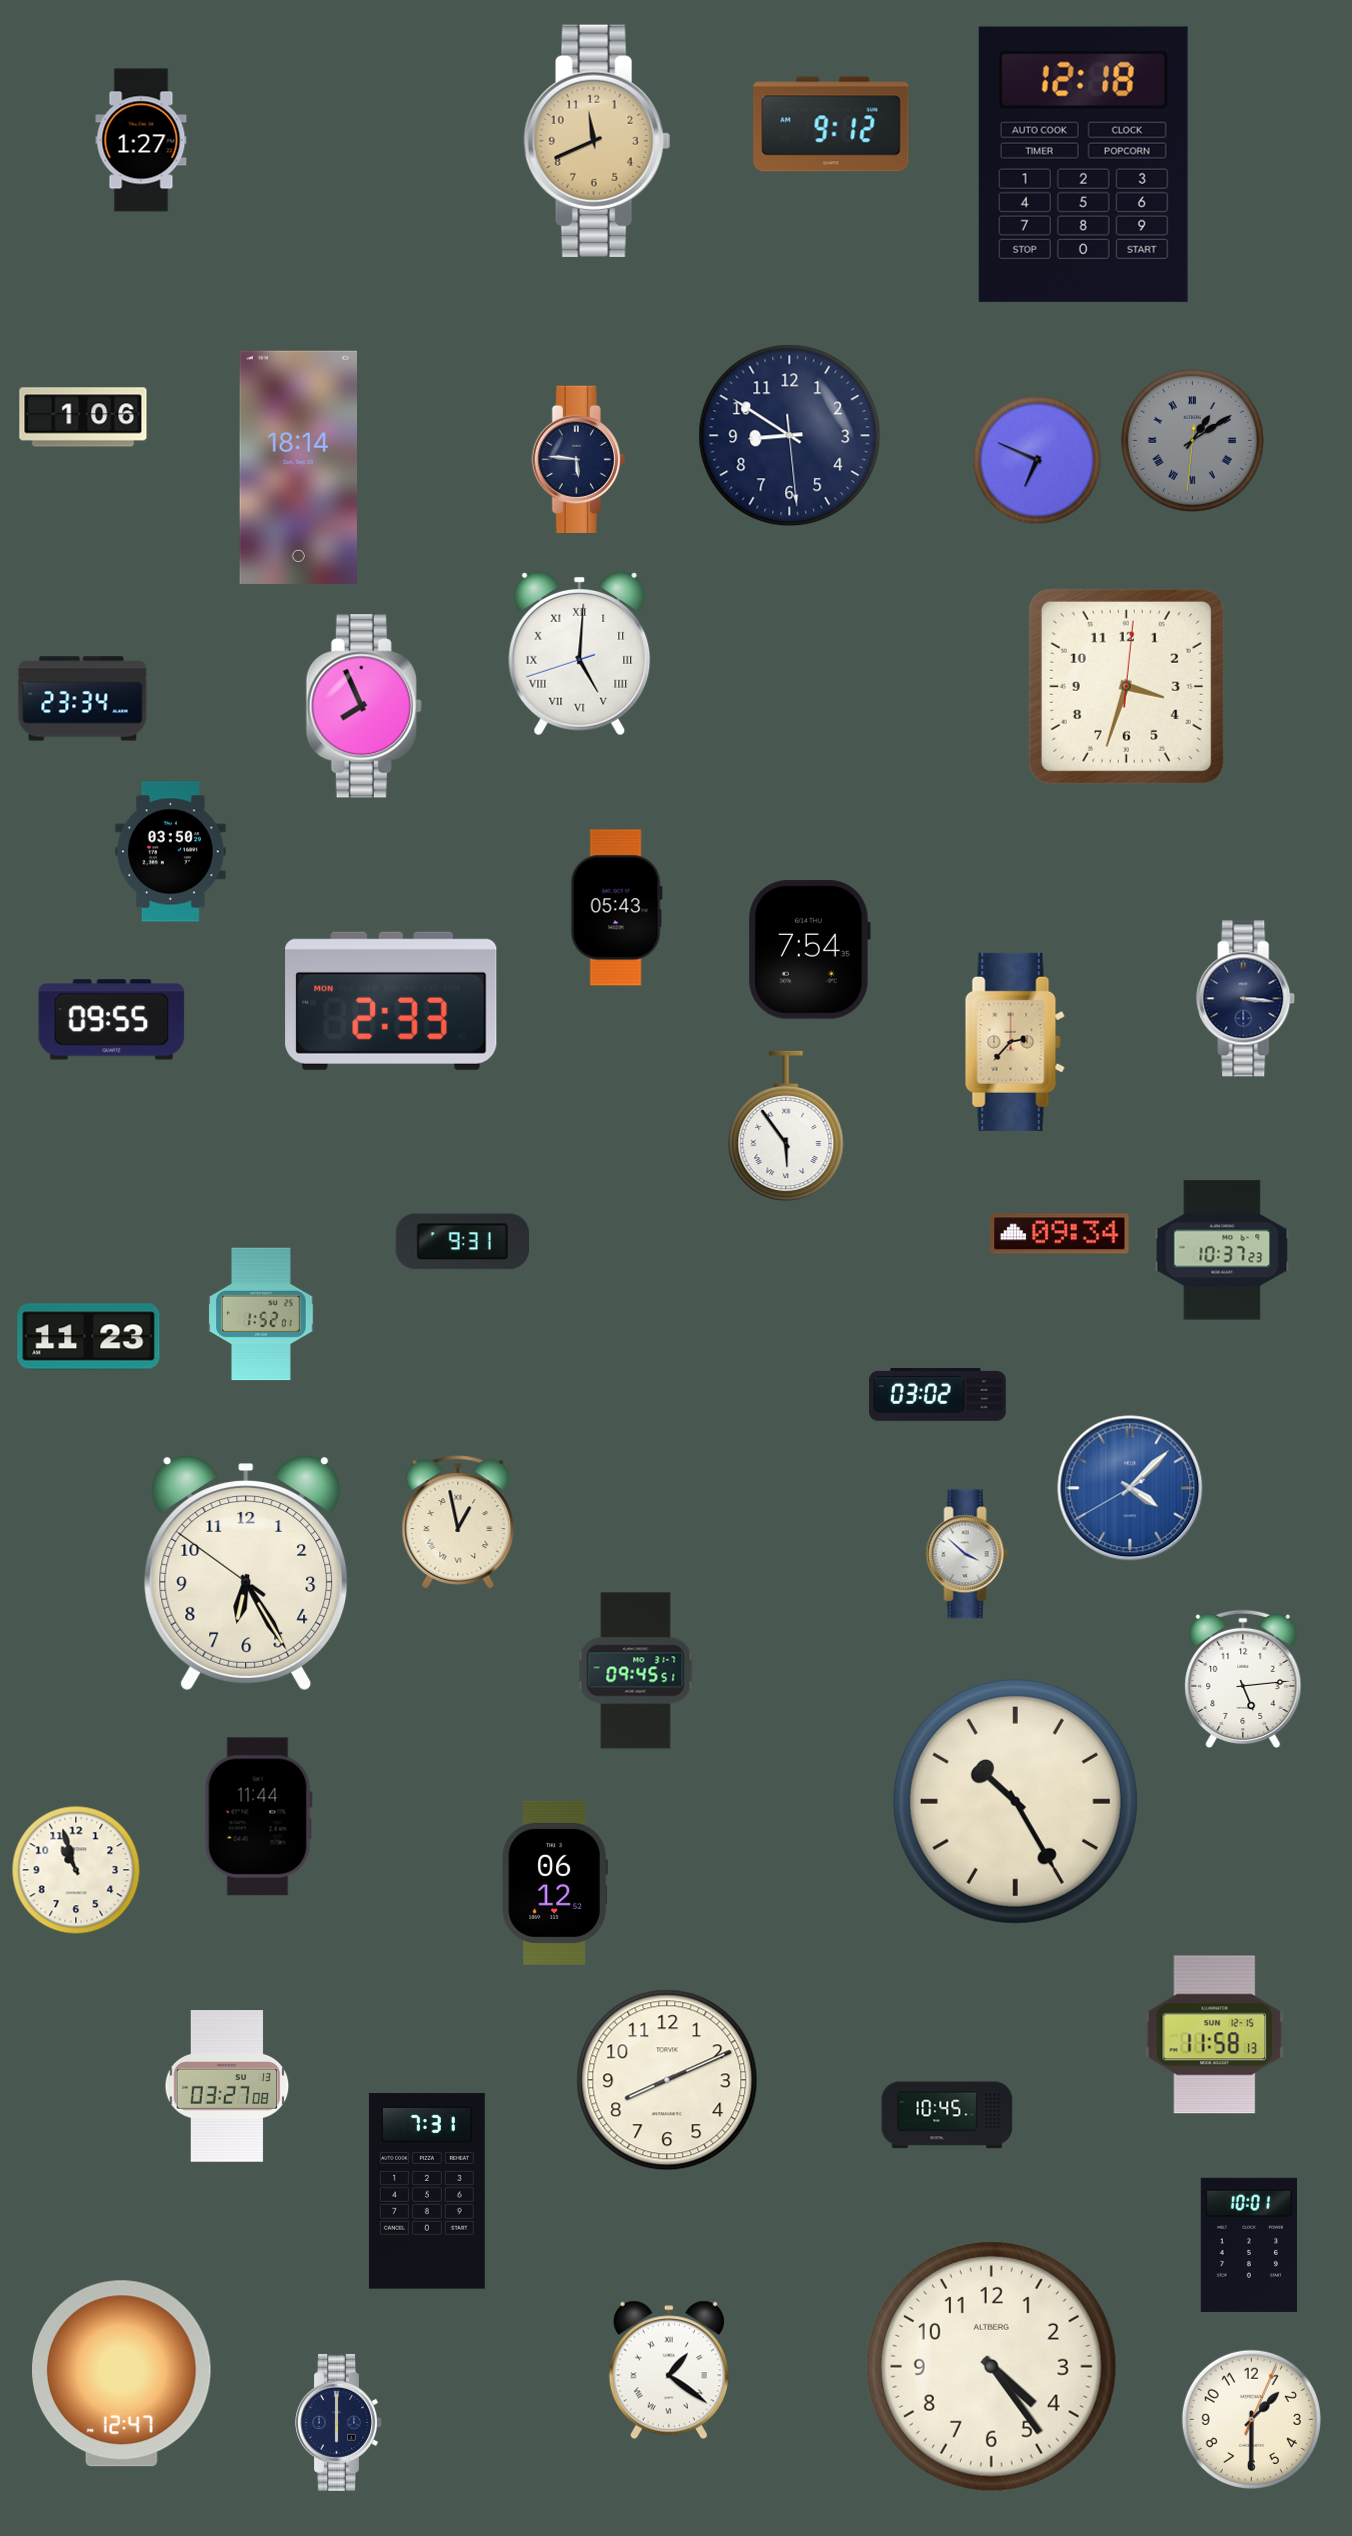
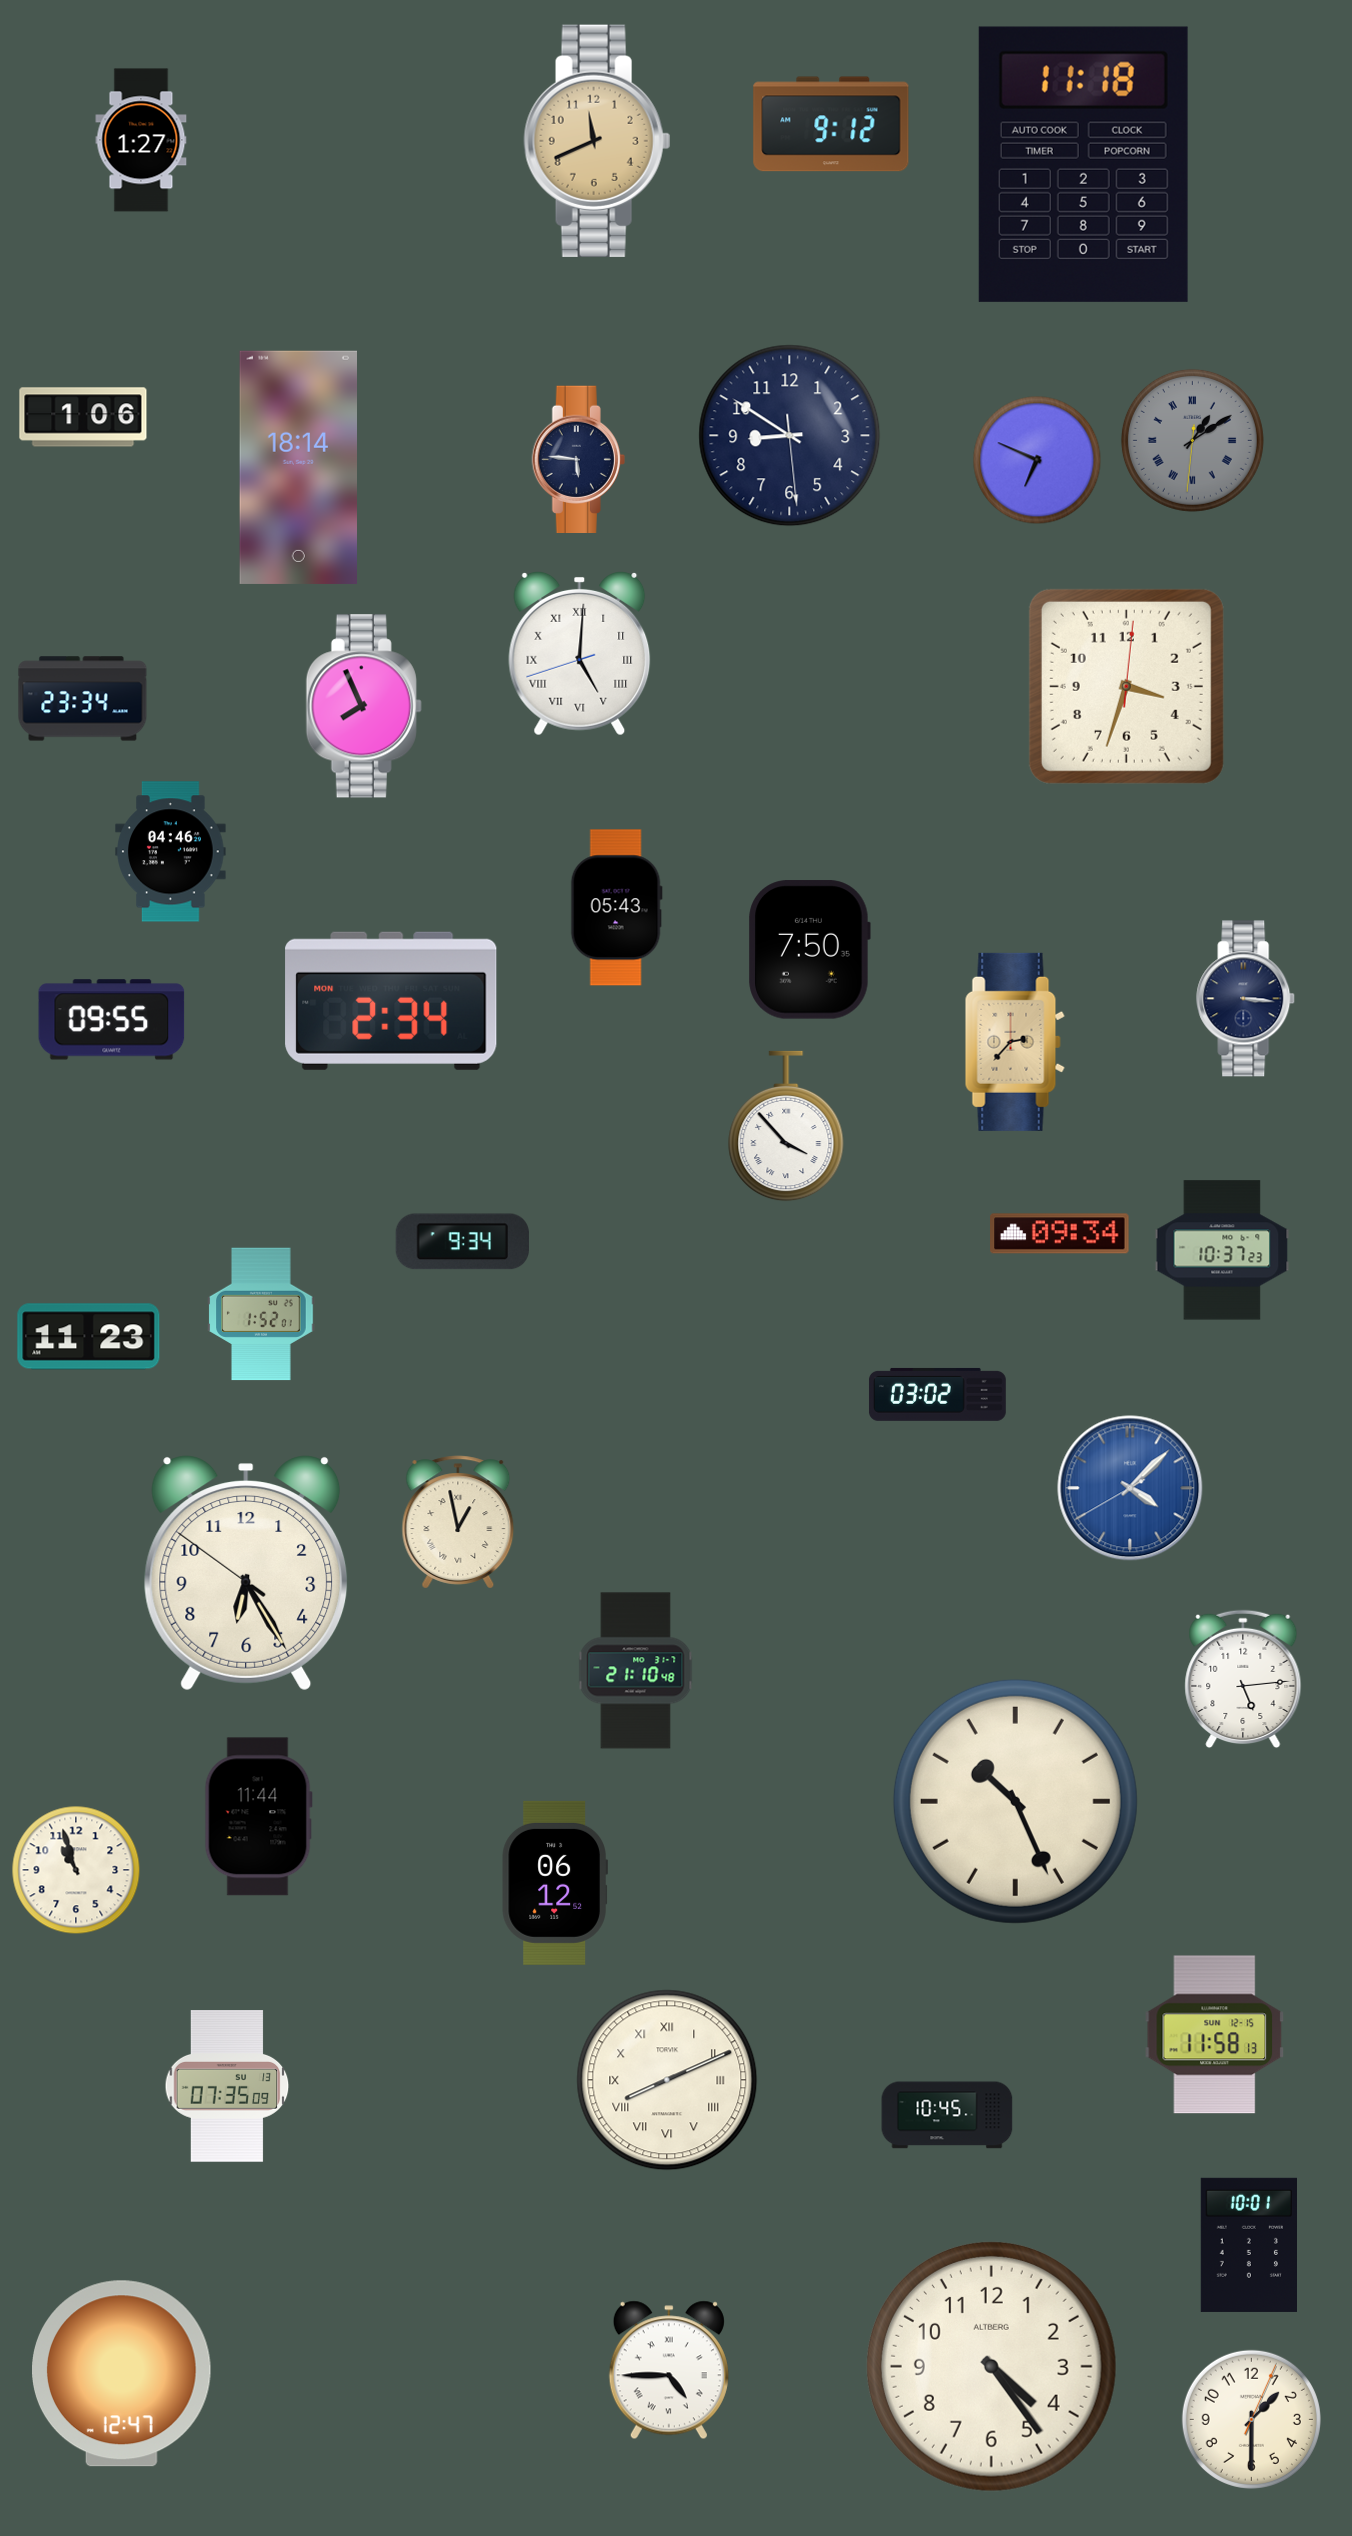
clock at (1083, 164): 12:18 -> 11:18
clock at (171, 852): 03:50 -> 04:46
clock at (809, 950): 7:54 -> 7:50
clock at (391, 1001): 2:33 -> 2:34
clock at (786, 1126): 5:54 -> 3:53
clock at (462, 1242): 9:31 -> 9:34
clock at (967, 1554): 3:52 -> none
clock at (636, 1671): 09:45 -> 21:10
clock at (1015, 1801): 10:25 -> 10:26
clock at (667, 2080) numerals: Arabic -> Roman
clock at (227, 2086): 03:27 -> 07:35
clock at (427, 2191): 7:31 -> none
clock at (669, 2370): 1:21 -> 4:45
clock at (339, 2422): 6:00 -> none
